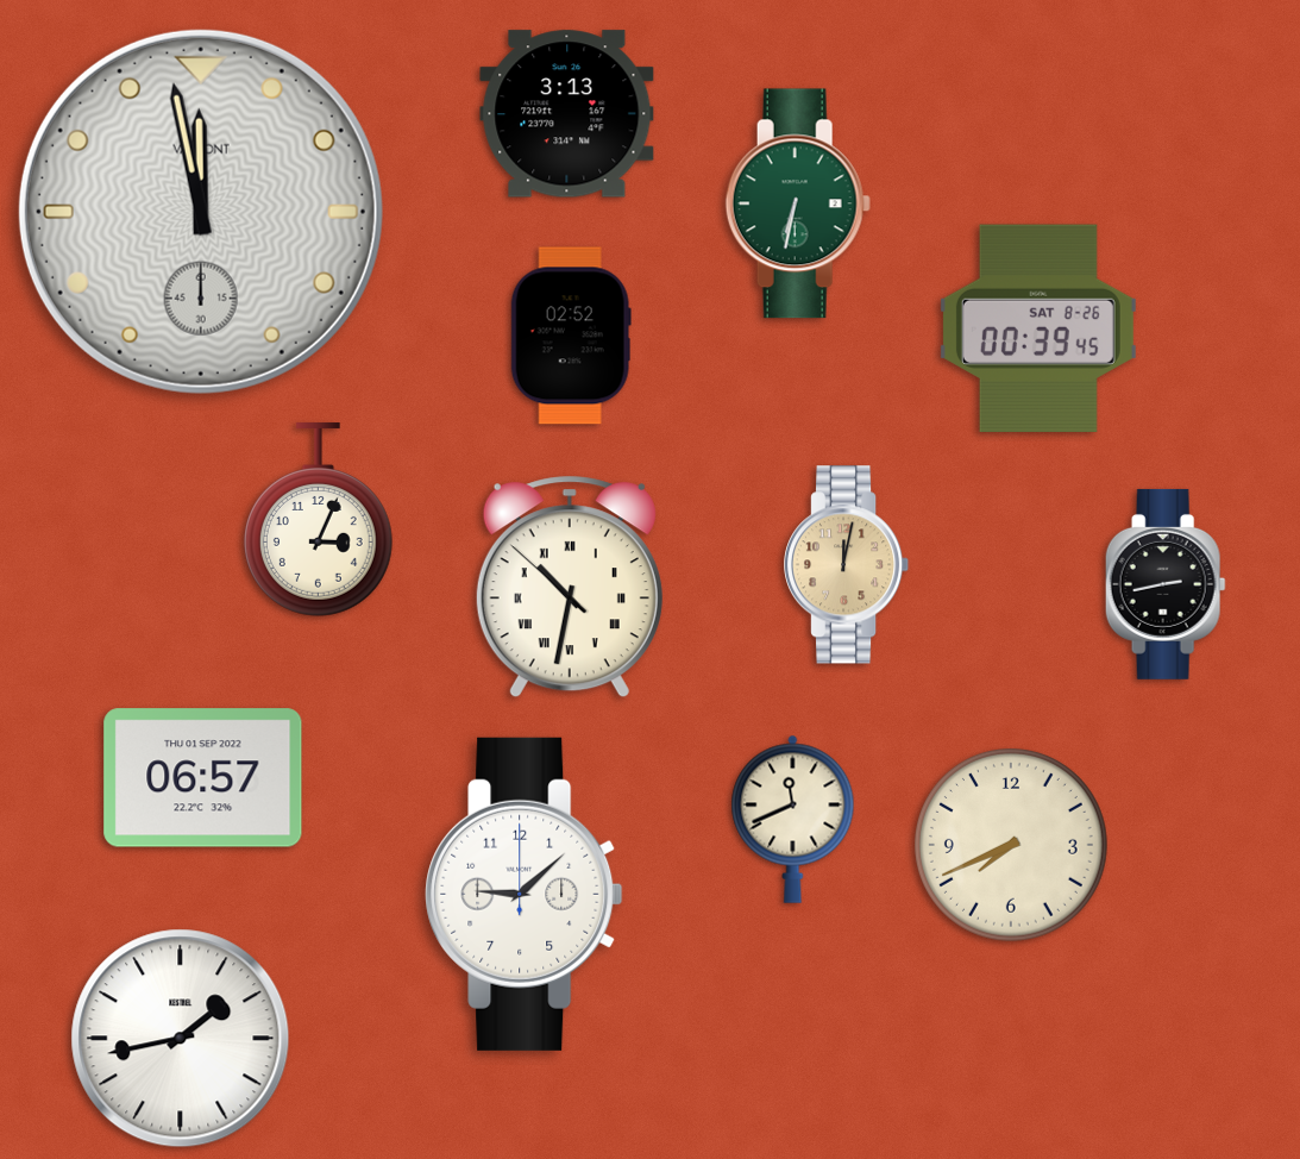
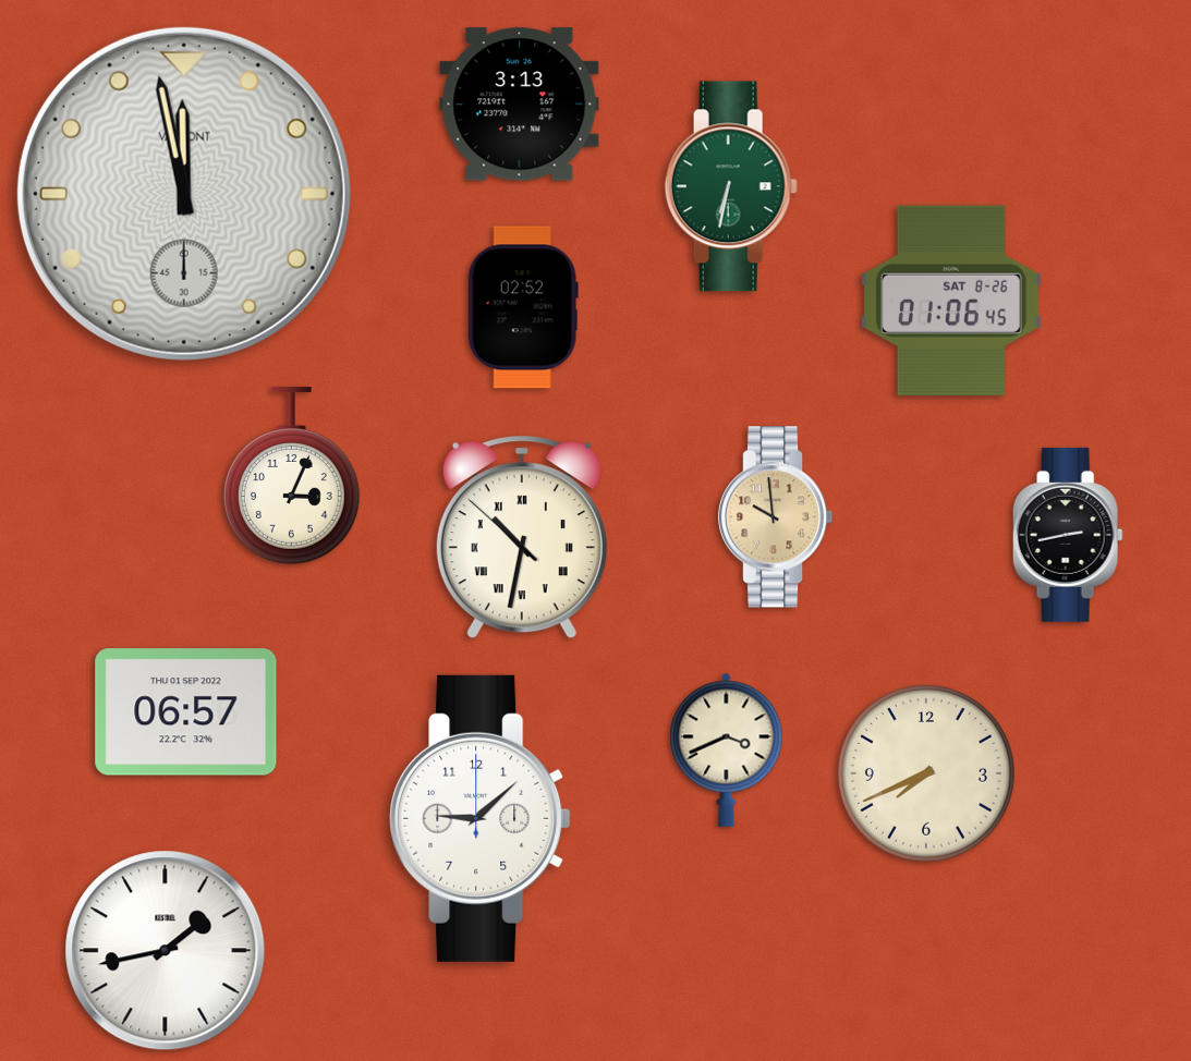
clock at (1038, 328): 00:39 -> 01:06
clock at (848, 565): 12:02 -> 9:59
clock at (793, 819): 11:41 -> 3:41
